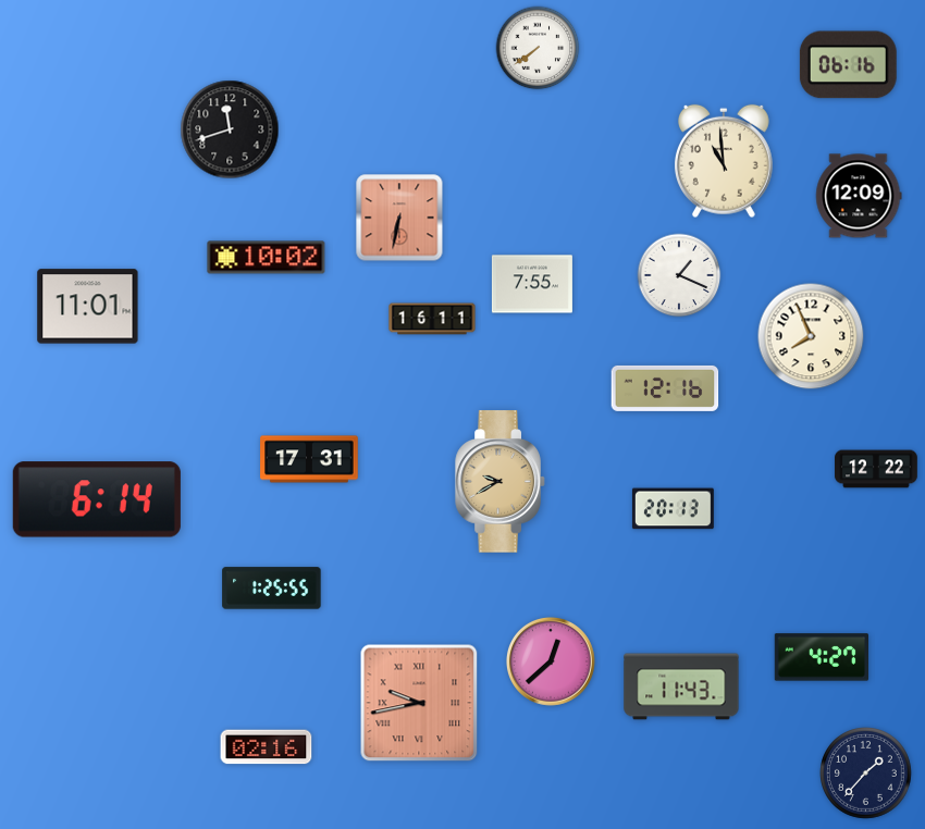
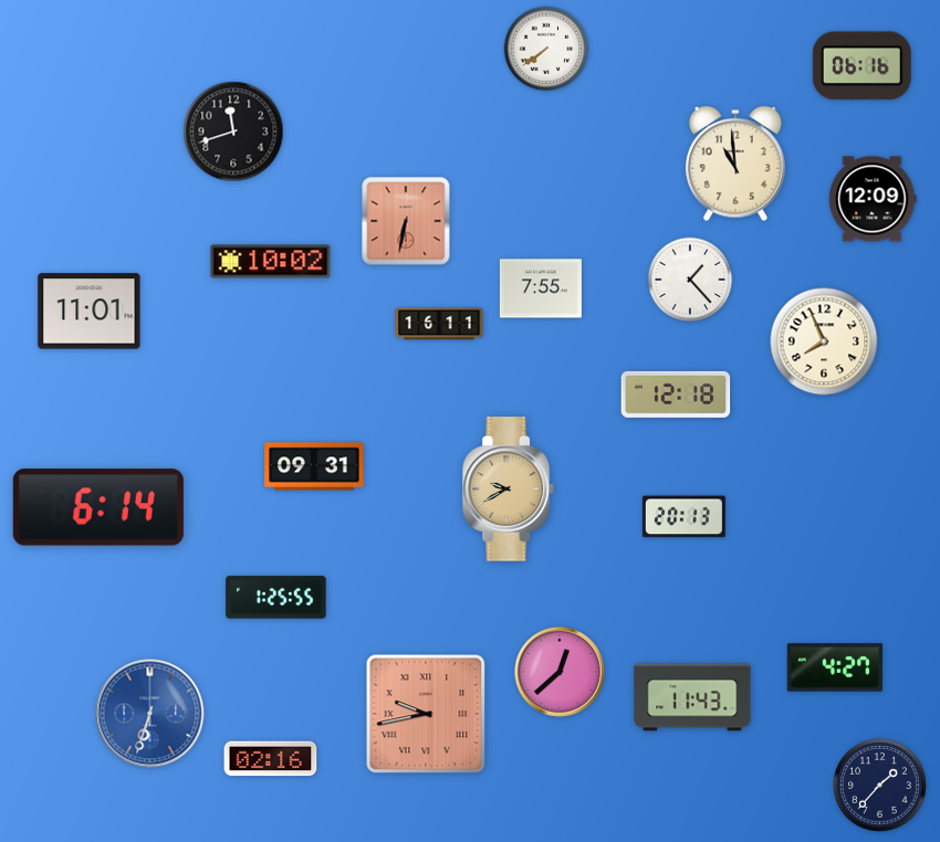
clock at (679, 275): 1:19 -> 1:23
clock at (665, 388): 12:16 -> 12:18
clock at (309, 459): 17:31 -> 09:31
clock at (876, 469): 12:22 -> none
clock at (150, 714): none -> 6:33
